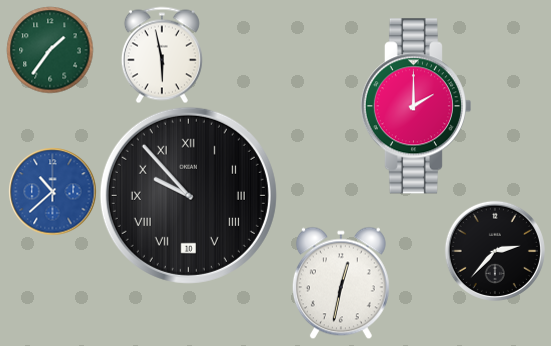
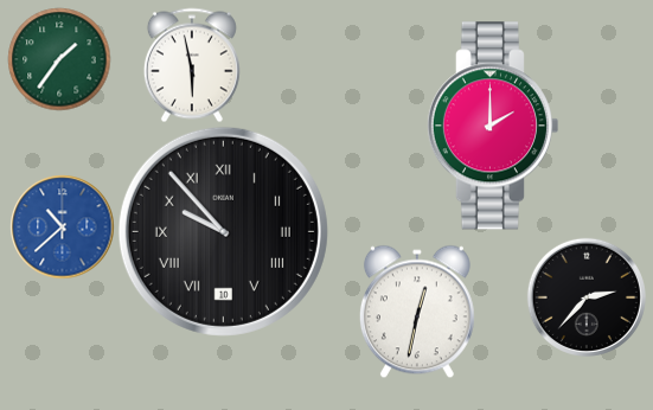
clock at (341, 283) position: (341, 283) -> (417, 312)
